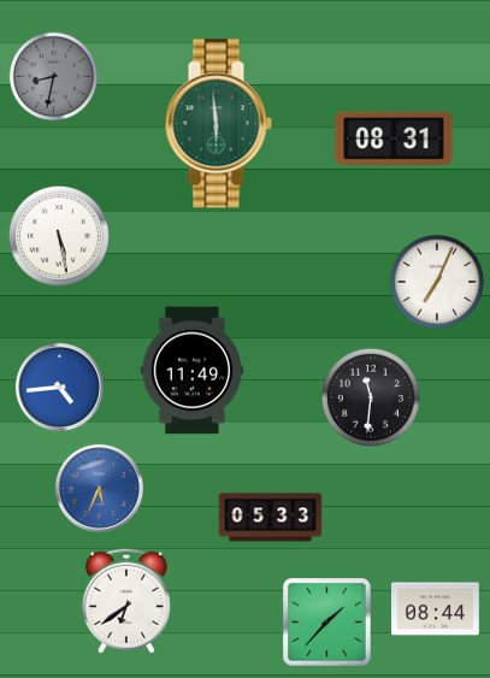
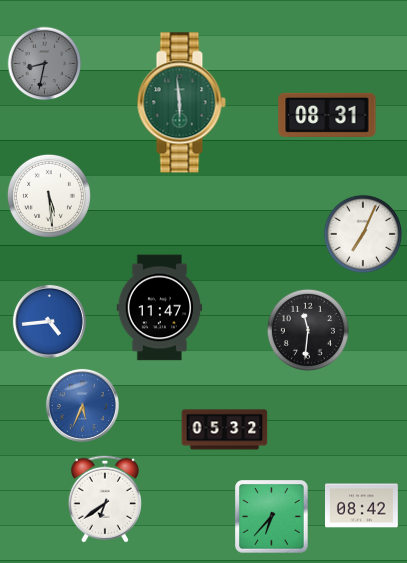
clock at (59, 236): 5:28 -> 5:29
clock at (193, 371): 11:49 -> 11:47
clock at (271, 518): 05:33 -> 05:32
clock at (436, 609): 08:44 -> 08:42
clock at (327, 623): 1:37 -> 6:37
